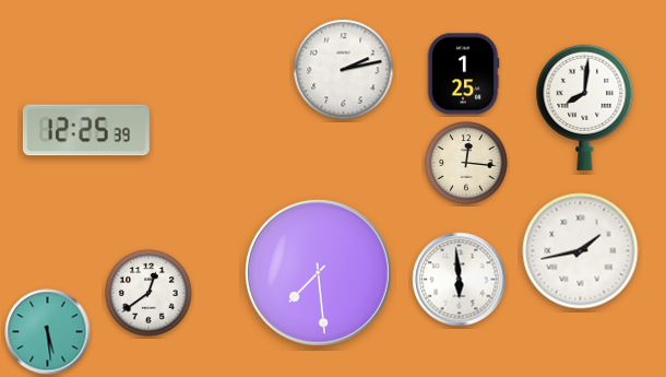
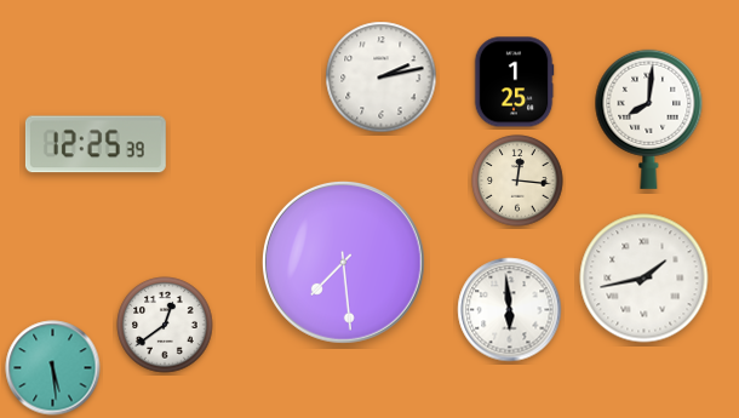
clock at (318, 272) position: (318, 272) -> (343, 262)
